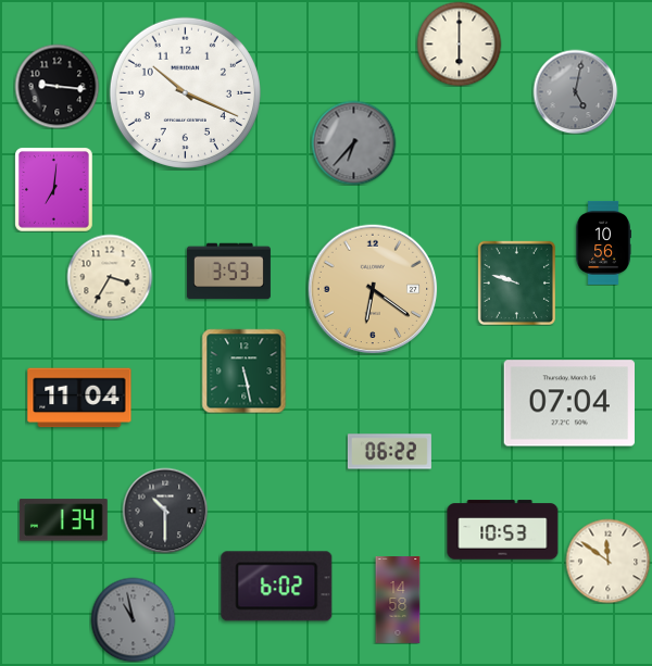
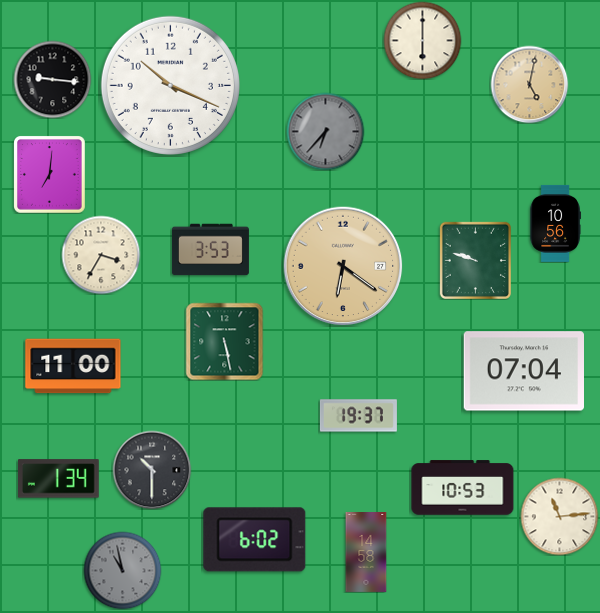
clock at (575, 91) dial: grey -> champagne
clock at (79, 398): 11:04 -> 11:00
clock at (389, 452): 06:22 -> 19:37
clock at (607, 561): 11:51 -> 11:14
